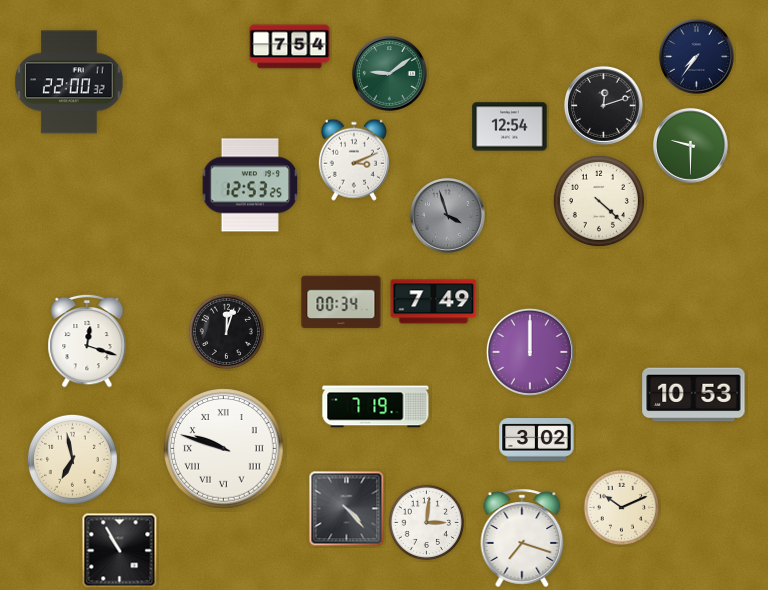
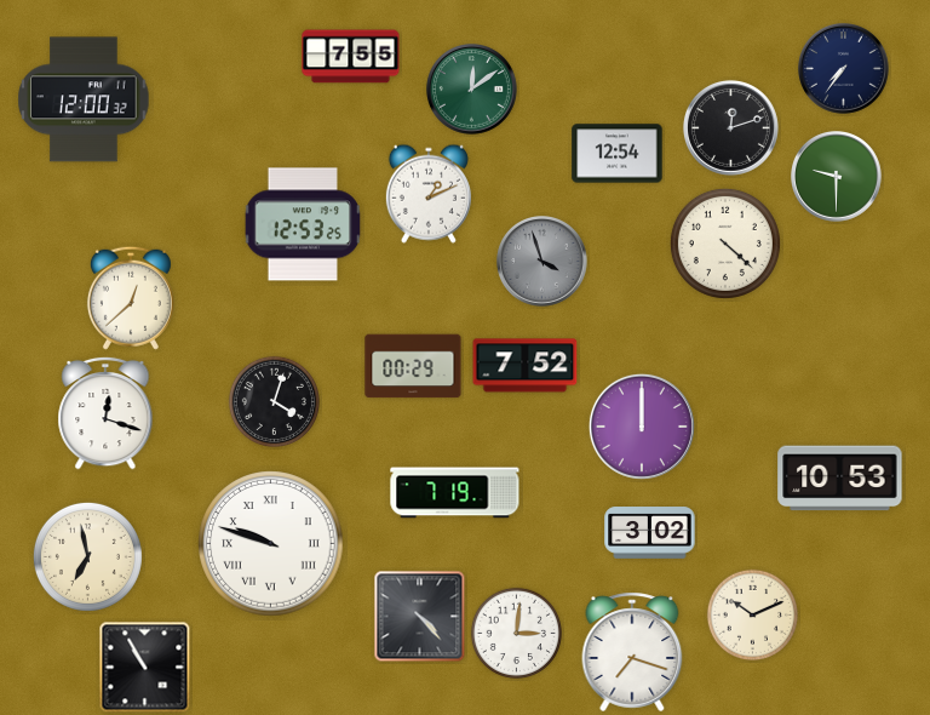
clock at (290, 47): 7:54 -> 7:55
clock at (390, 74): 9:09 -> 12:09
clock at (69, 82): 22:00 -> 12:00
clock at (354, 160): 3:11 -> 1:11
clock at (131, 298): none -> 12:38
clock at (341, 302): 00:34 -> 00:29
clock at (434, 302): 7:49 -> 7:52
clock at (226, 331): 12:03 -> 4:03
